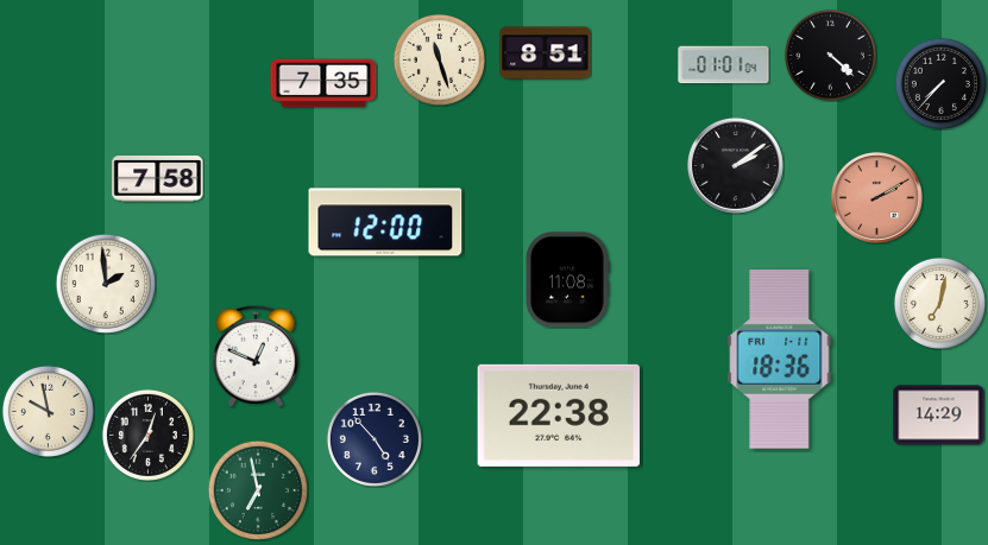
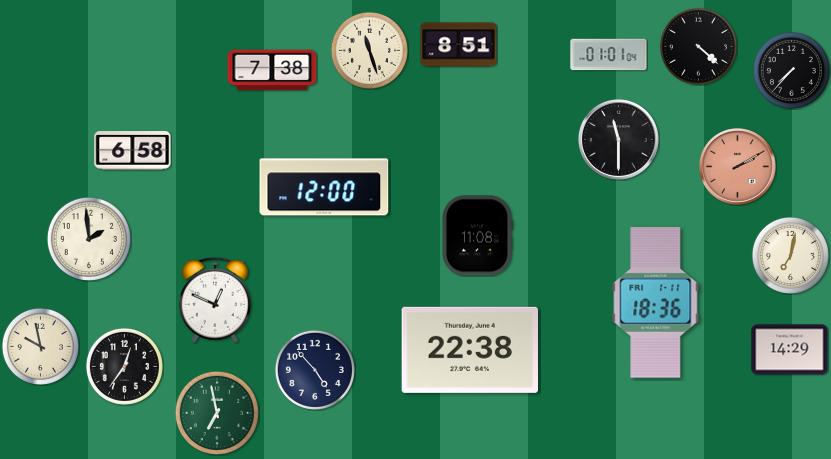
clock at (323, 83): 7:35 -> 7:38
clock at (735, 165): 2:09 -> 11:30
clock at (158, 179): 7:58 -> 6:58
